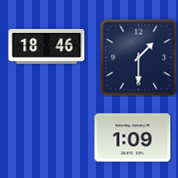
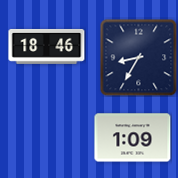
clock at (138, 57): 1:30 -> 8:35
